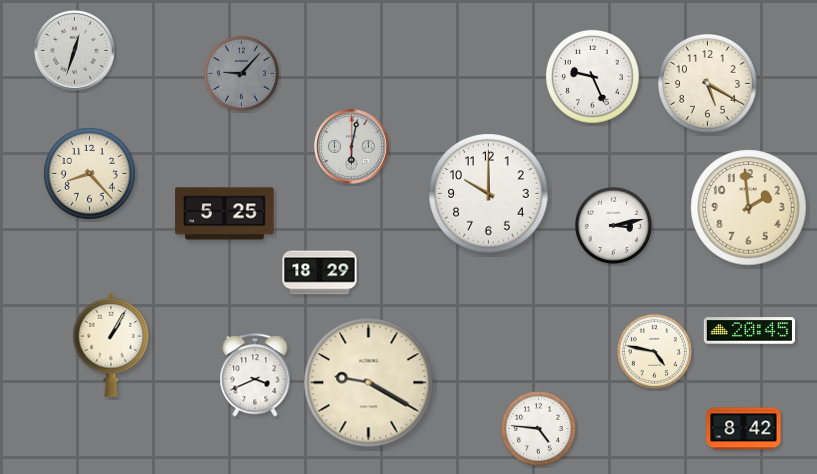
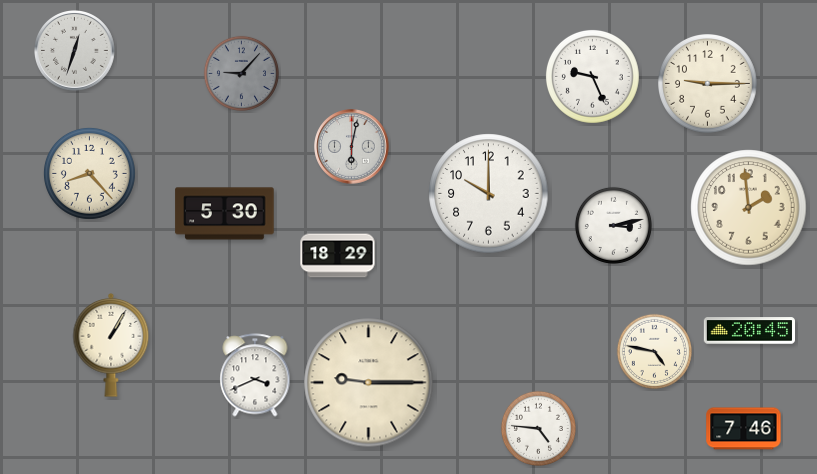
clock at (708, 84): 5:20 -> 9:15
clock at (225, 214): 5:25 -> 5:30
clock at (320, 273) position: (320, 273) -> (338, 256)
clock at (369, 383): 9:20 -> 9:15
clock at (744, 429): 8:42 -> 7:46
